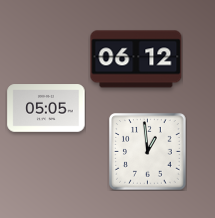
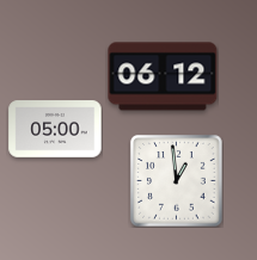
clock at (136, 59) position: (136, 59) -> (163, 76)
clock at (46, 108): 05:05 -> 05:00
